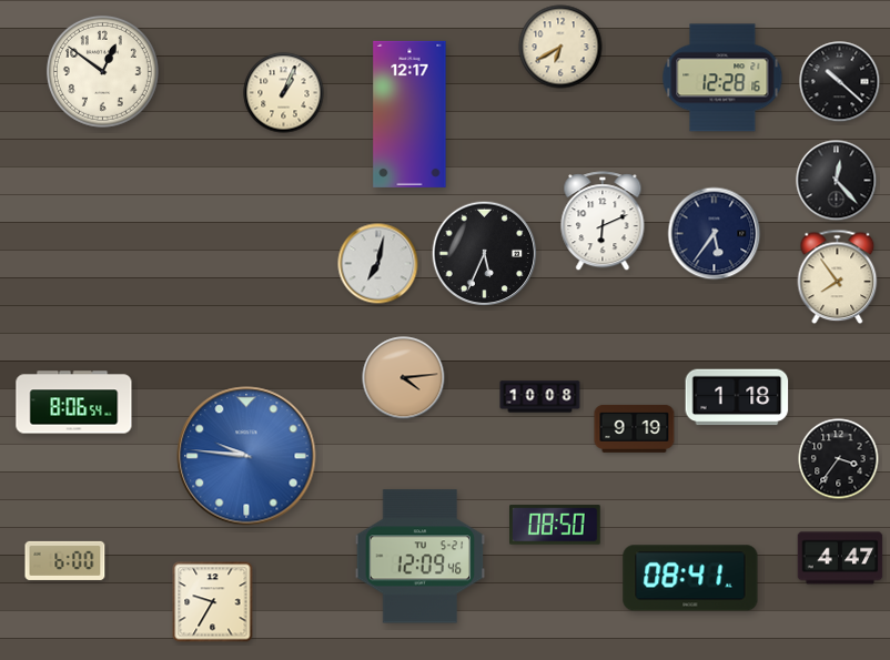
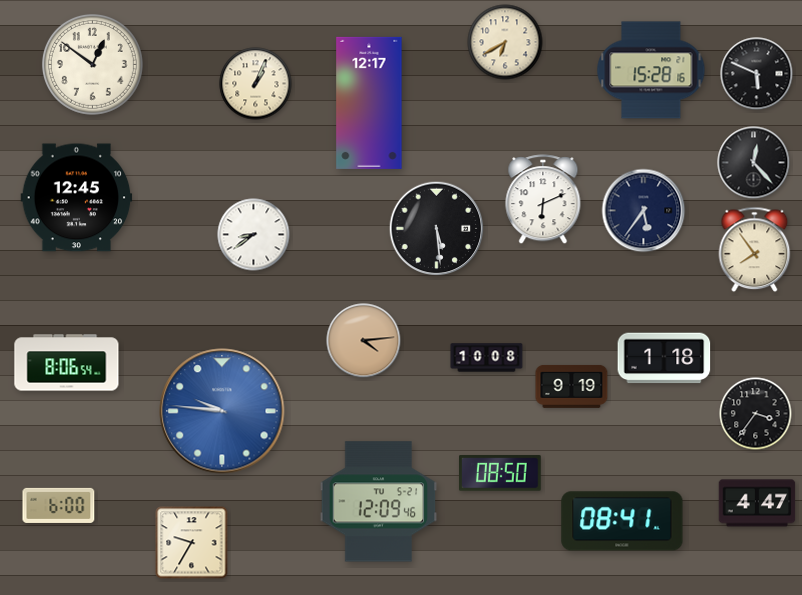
clock at (722, 78): 12:28 -> 15:28
clock at (840, 82): 10:22 -> 5:49
clock at (77, 198): none -> 12:45
clock at (485, 254): 5:34 -> 5:29
clock at (254, 235): none -> 8:39
clock at (378, 264): 7:02 -> none
